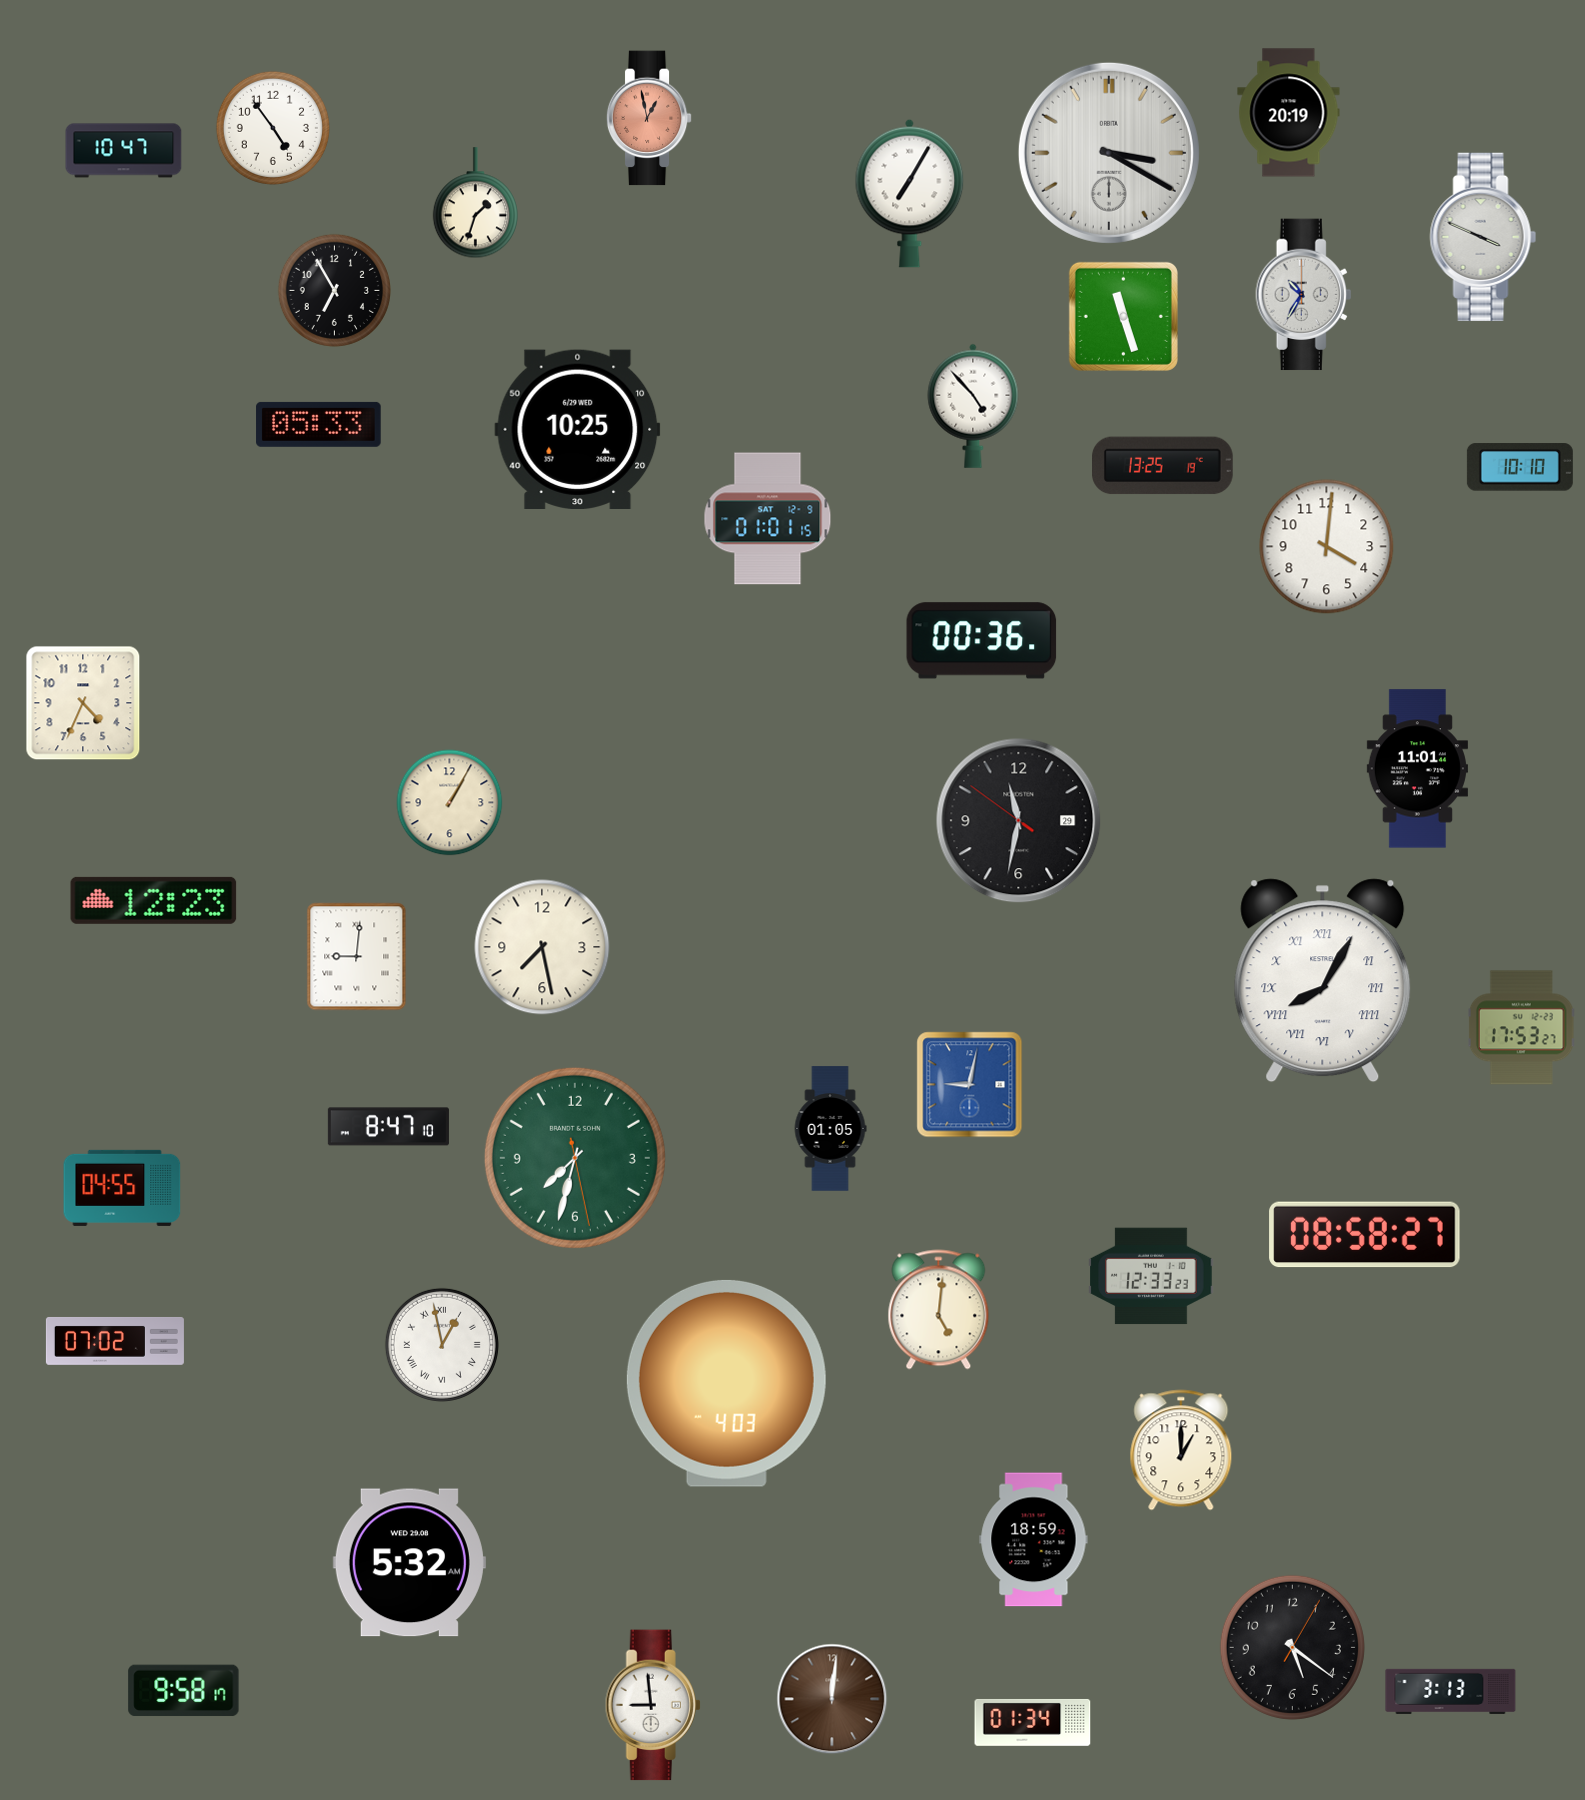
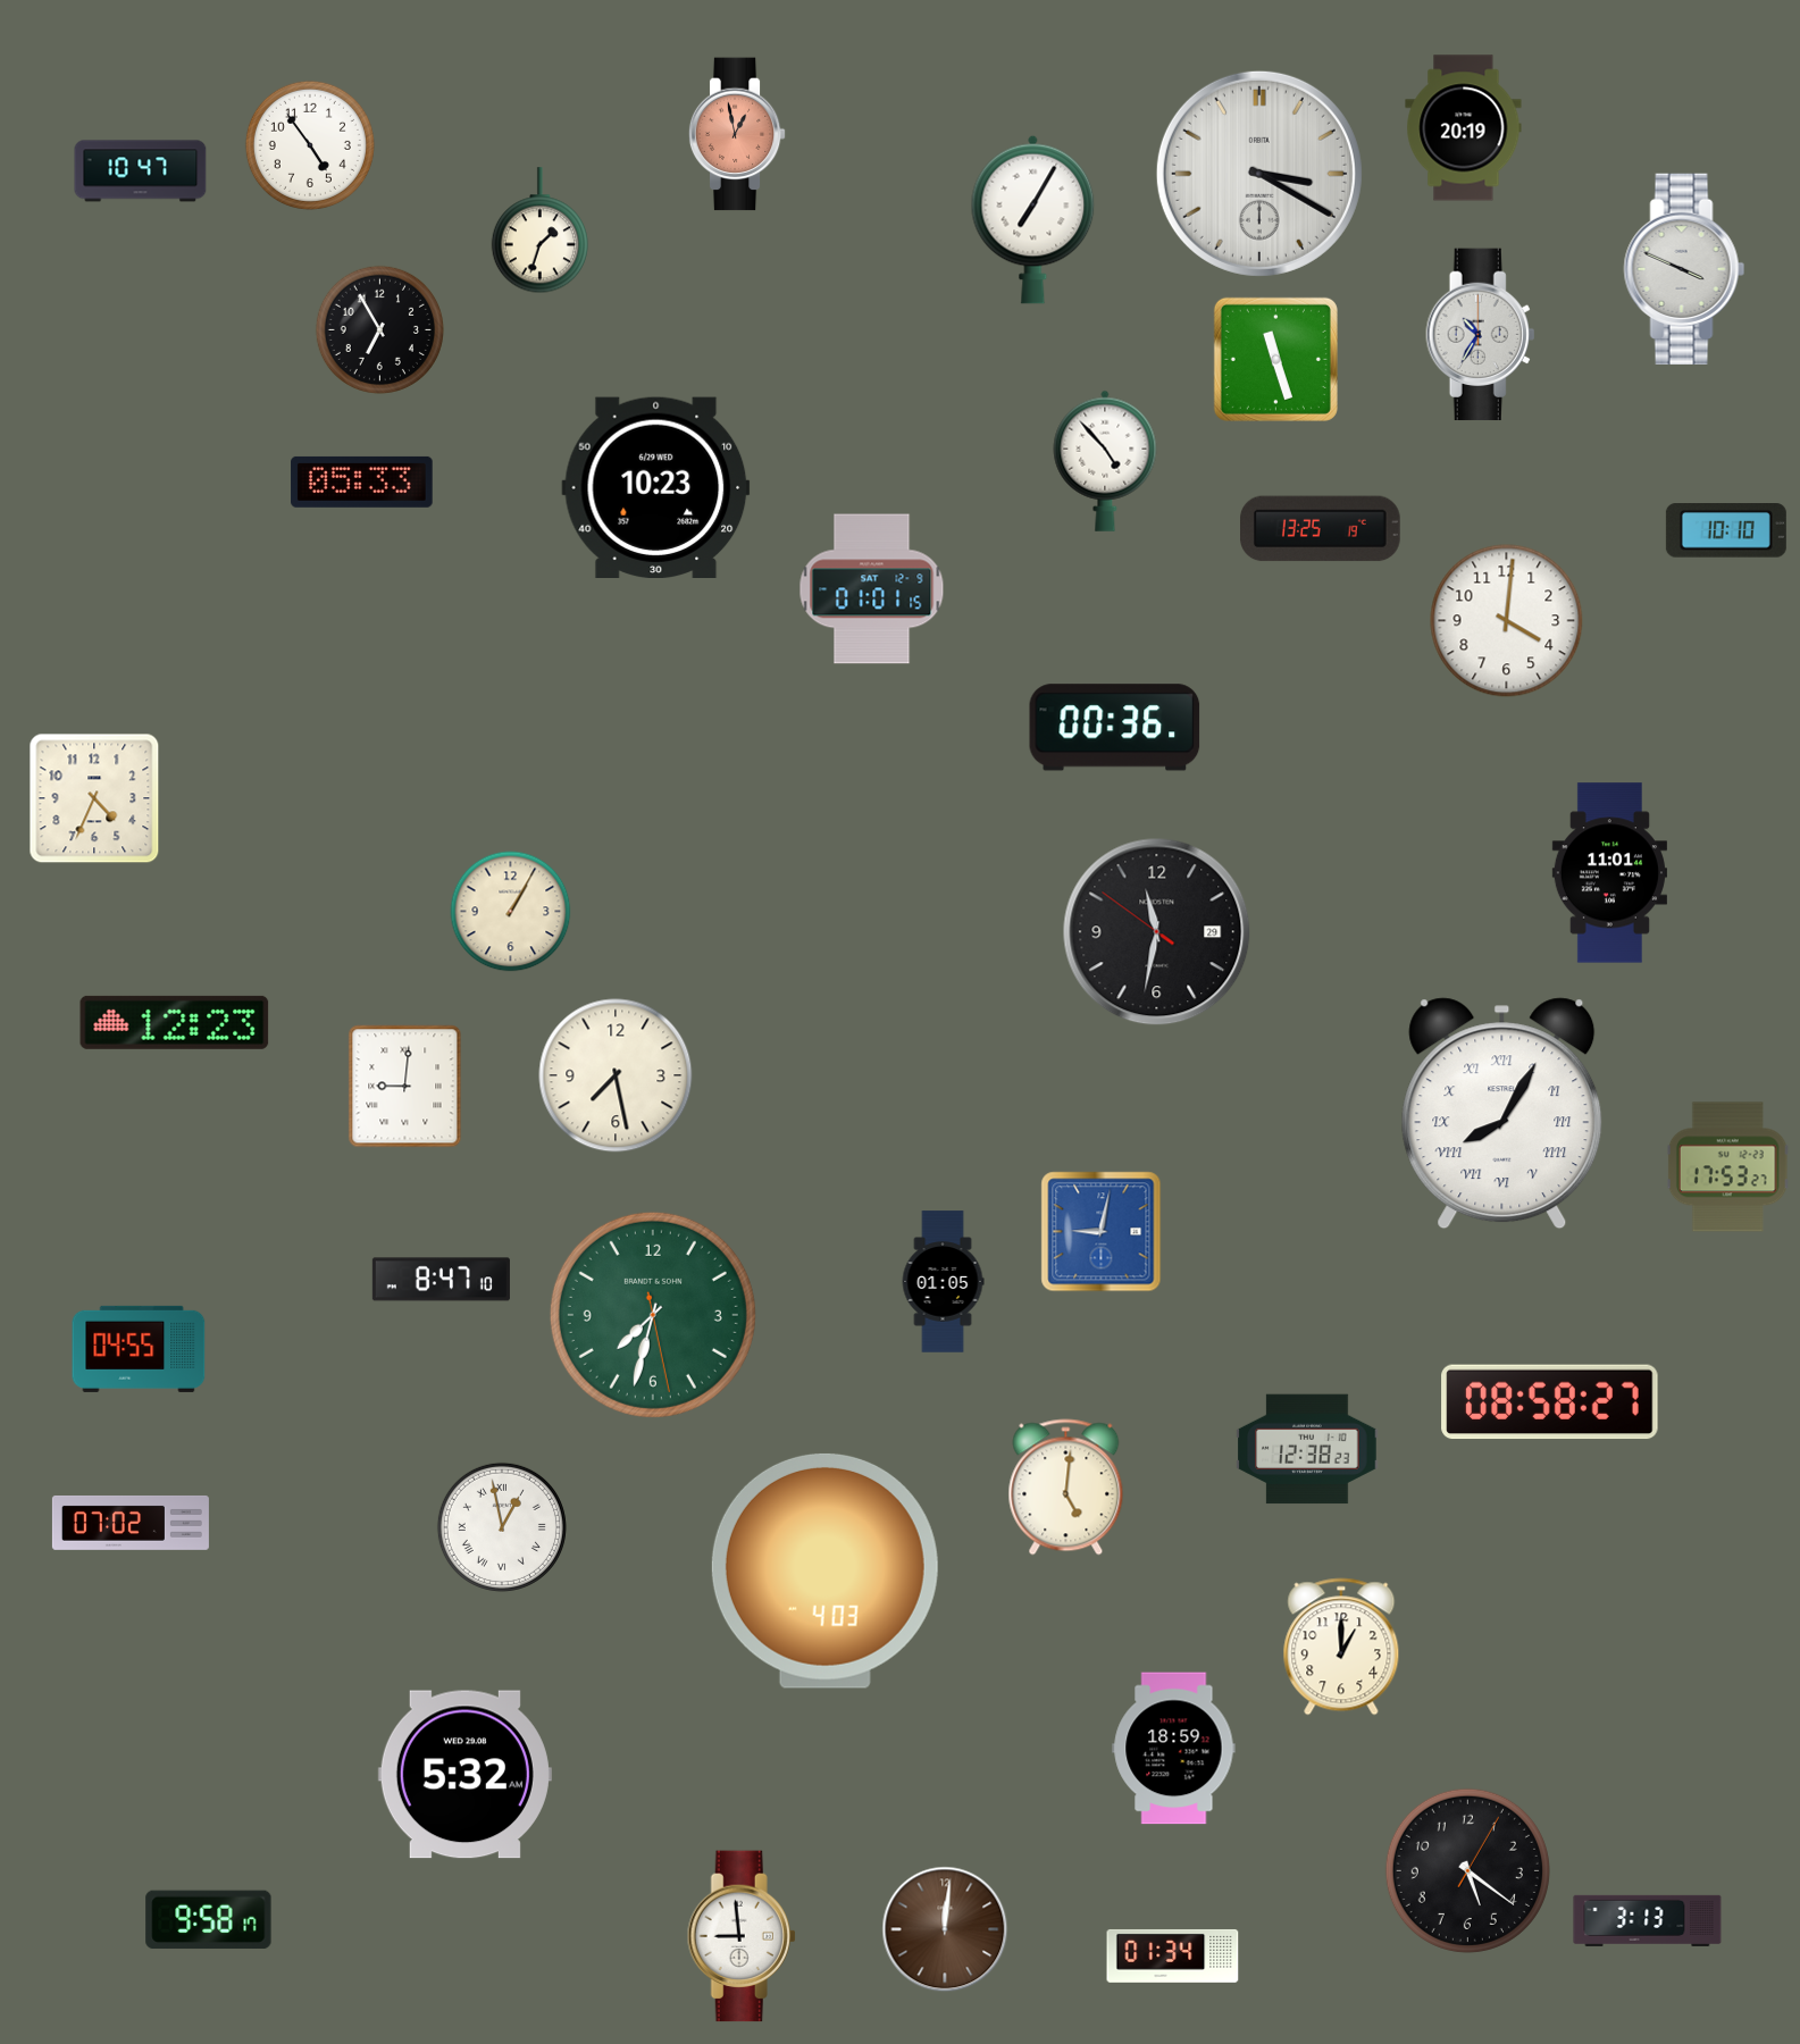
clock at (578, 429): 10:25 -> 10:23
clock at (1151, 1276): 12:33 -> 12:38
